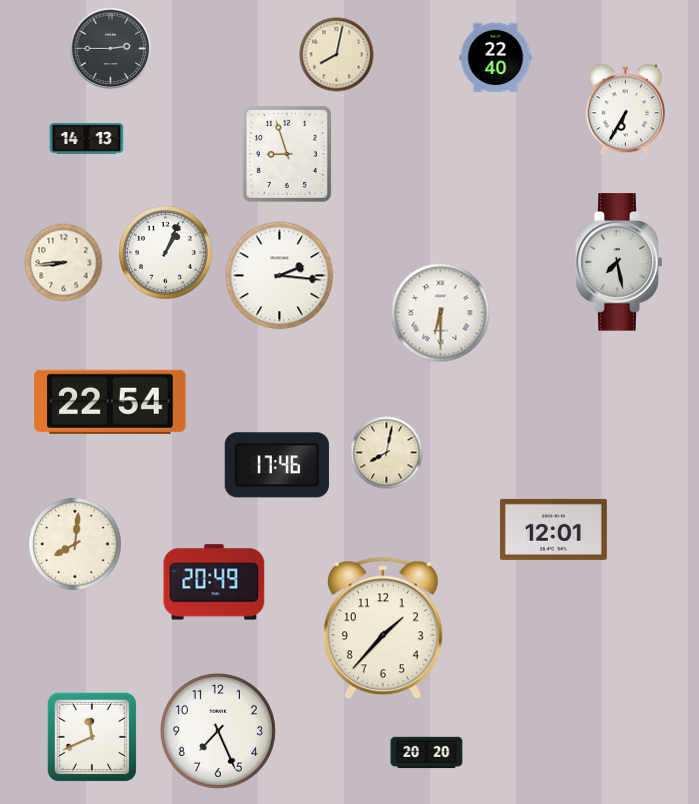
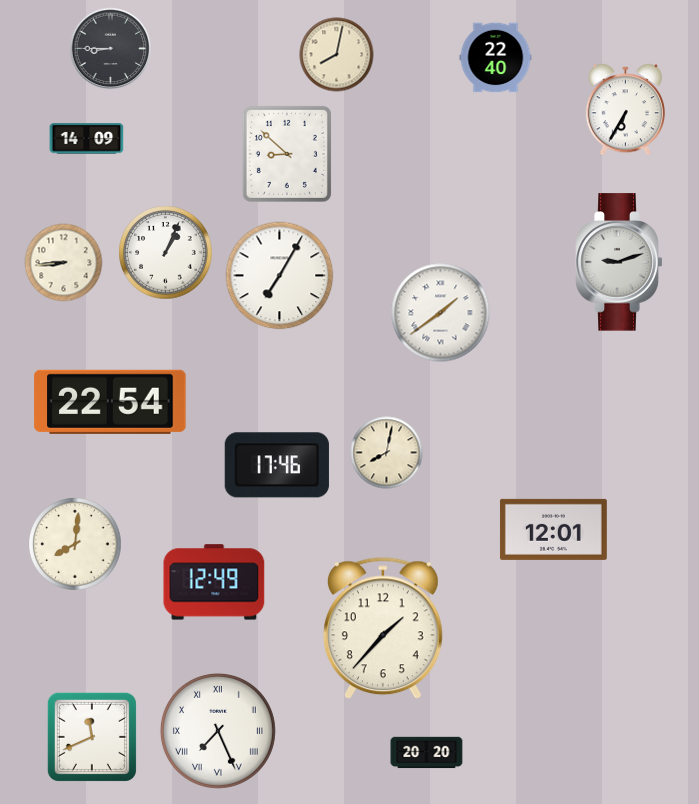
clock at (111, 49): 2:45 -> 8:45
clock at (87, 139): 14:13 -> 14:09
clock at (287, 154): 8:57 -> 8:52
clock at (619, 262): 7:28 -> 9:12
clock at (280, 276): 2:16 -> 7:05
clock at (441, 313): 6:30 -> 1:39
clock at (214, 582): 20:49 -> 12:49
clock at (218, 731) numerals: Arabic -> Roman
